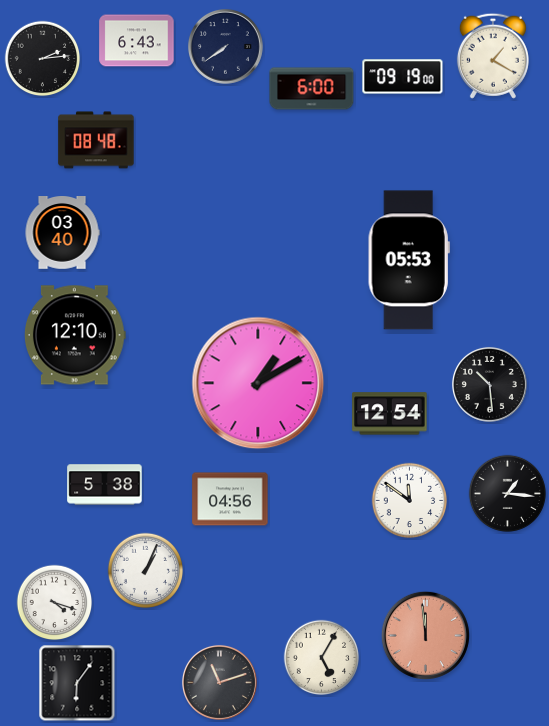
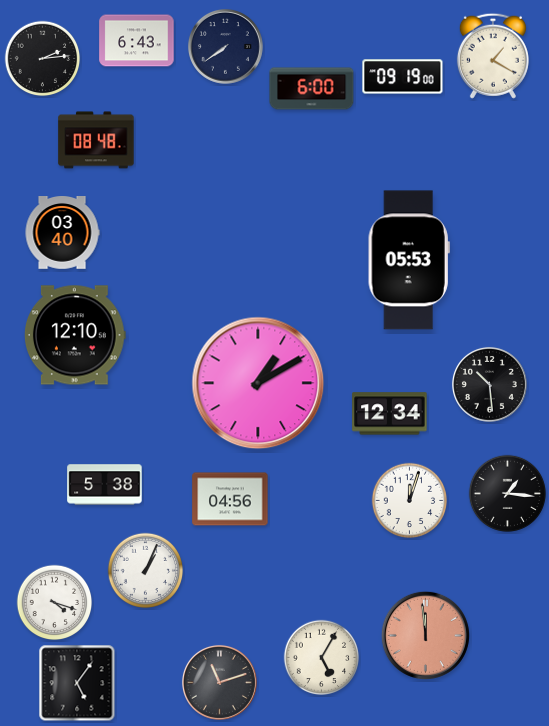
clock at (390, 414): 12:54 -> 12:34
clock at (410, 501): 11:51 -> 12:03
clock at (77, 683): 6:06 -> 5:06
